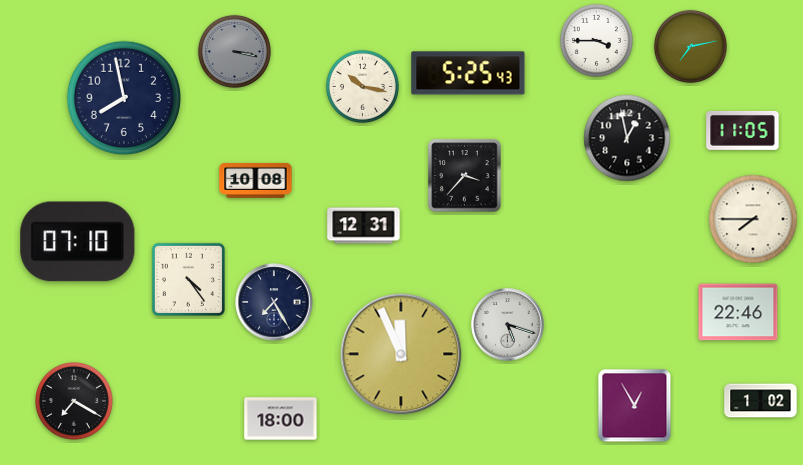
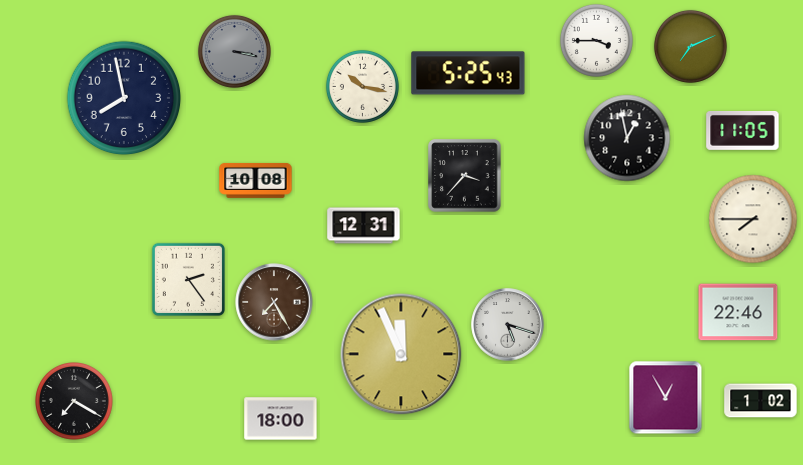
clock at (690, 46): 7:13 -> 7:11
clock at (78, 242): 07:10 -> none
clock at (188, 279): 4:24 -> 2:24
clock at (274, 302) dial: navy -> brown
clock at (635, 406) position: (635, 406) -> (666, 398)
